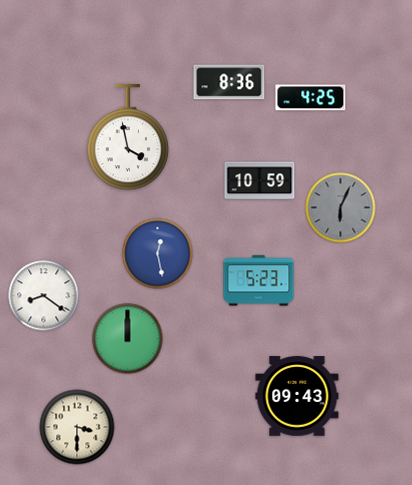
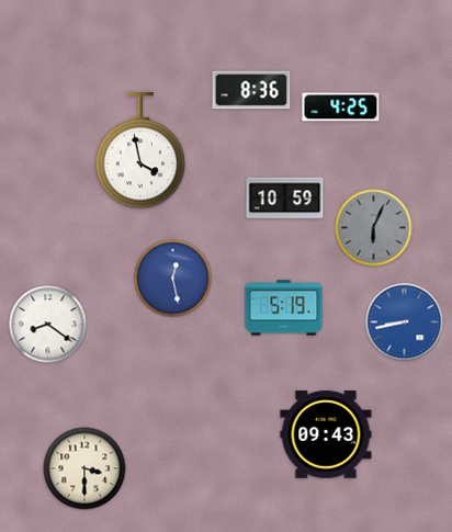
clock at (259, 281): 5:23 -> 5:19
clock at (405, 322): none -> 8:43
clock at (128, 339): 12:00 -> none
